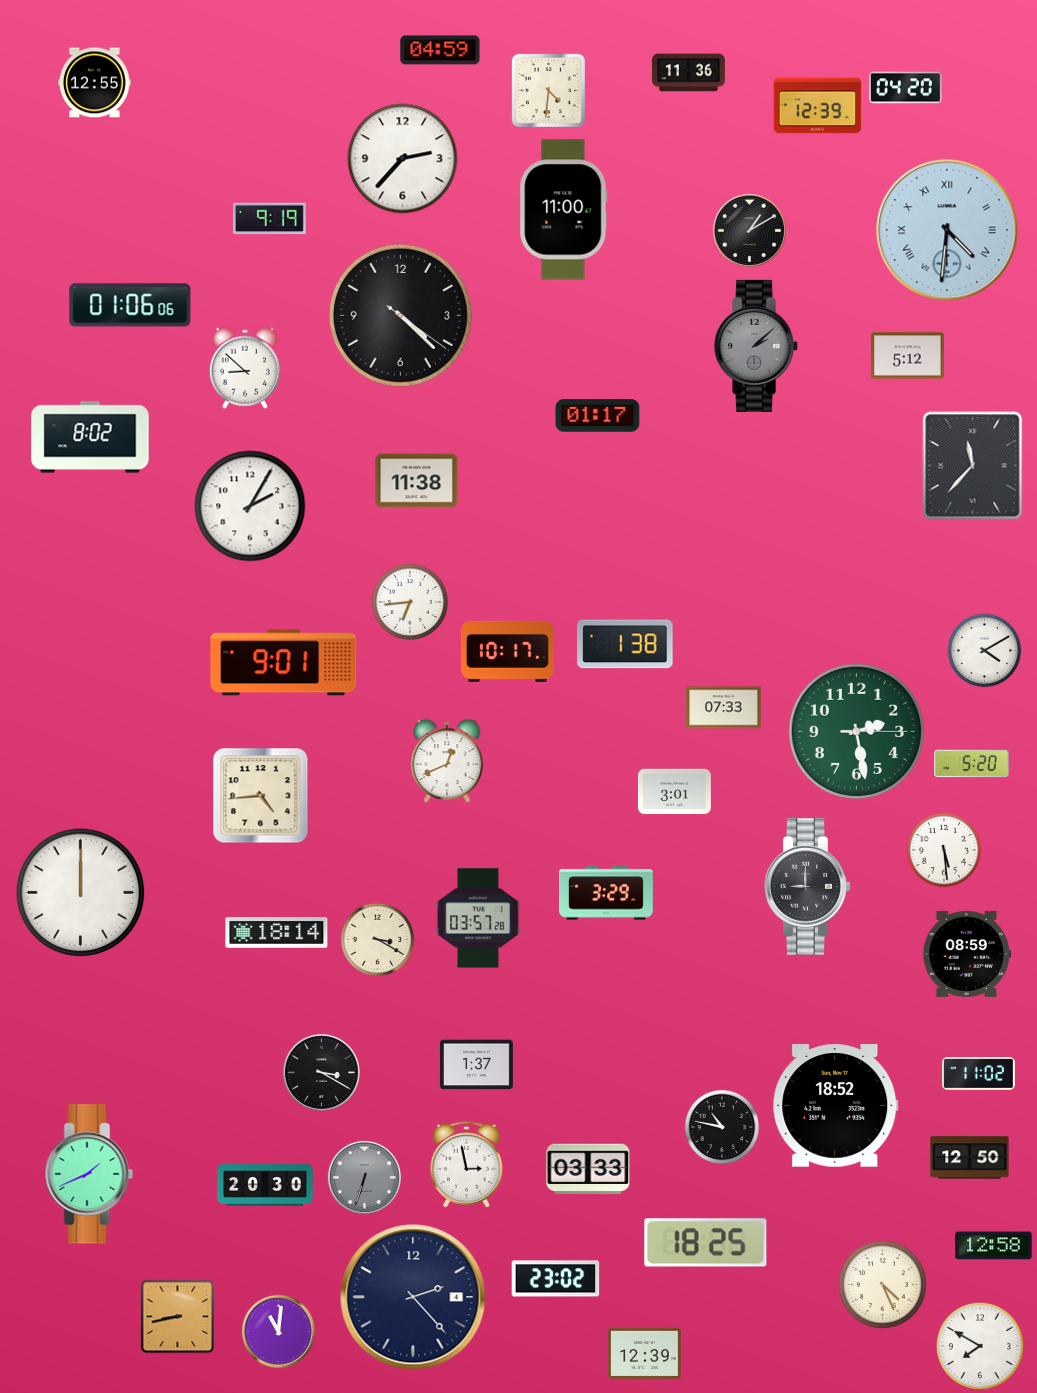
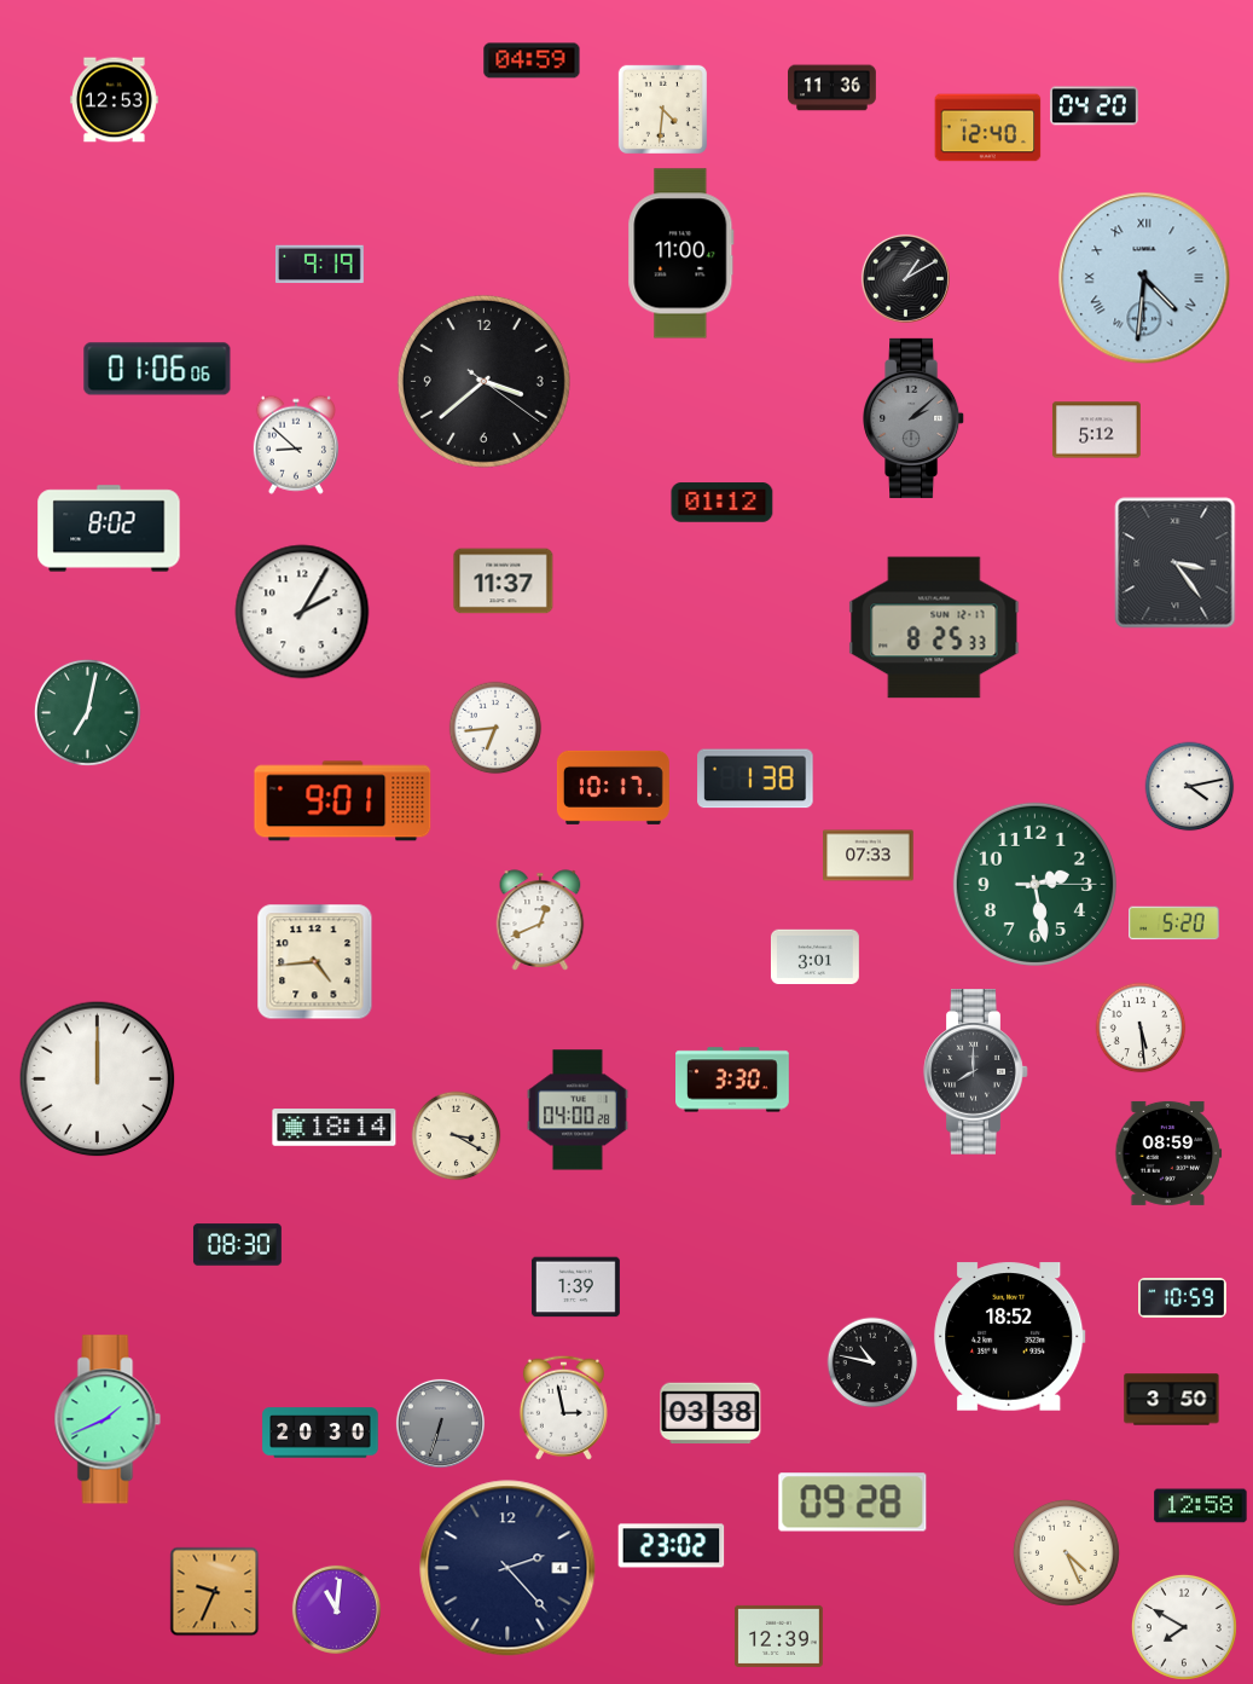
clock at (94, 83): 12:55 -> 12:53
clock at (818, 106): 12:39 -> 12:40
clock at (403, 159): 2:37 -> none
clock at (269, 219) position: (269, 219) -> (319, 265)
clock at (400, 315): 4:22 -> 3:38
clock at (598, 416): 01:17 -> 01:12
clock at (973, 466): 11:37 -> 3:24
clock at (417, 481): 11:38 -> 11:37
clock at (934, 627): none -> 8:25
clock at (87, 712): none -> 7:02
clock at (985, 651): 4:10 -> 4:13
clock at (724, 708) position: (724, 708) -> (869, 856)
clock at (808, 887): 9:00 -> 8:00
clock at (607, 893): 3:29 -> 3:30
clock at (479, 918): 03:57 -> 04:00
clock at (238, 1245): none -> 08:30
clock at (476, 1065): 1:37 -> 1:39
clock at (321, 1072): 3:20 -> none
clock at (979, 1074): 11:02 -> 10:59
clock at (970, 1158): 12:50 -> 3:50
clock at (588, 1169): 03:33 -> 03:38
clock at (706, 1243): 18:25 -> 09:28
clock at (413, 1297) position: (413, 1297) -> (507, 1568)
clock at (178, 1317): 8:43 -> 9:34
